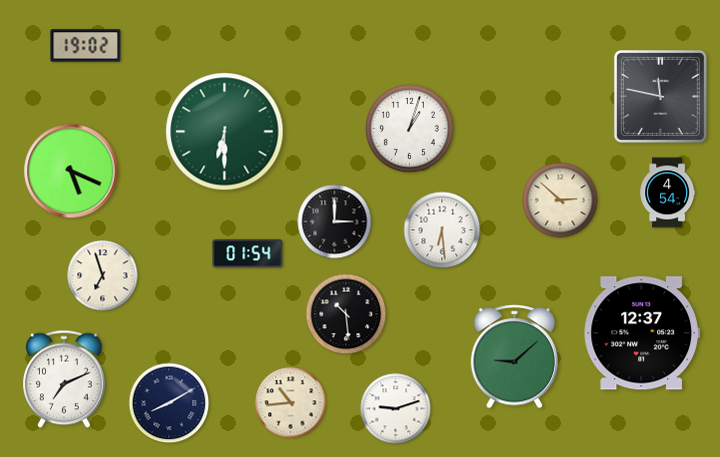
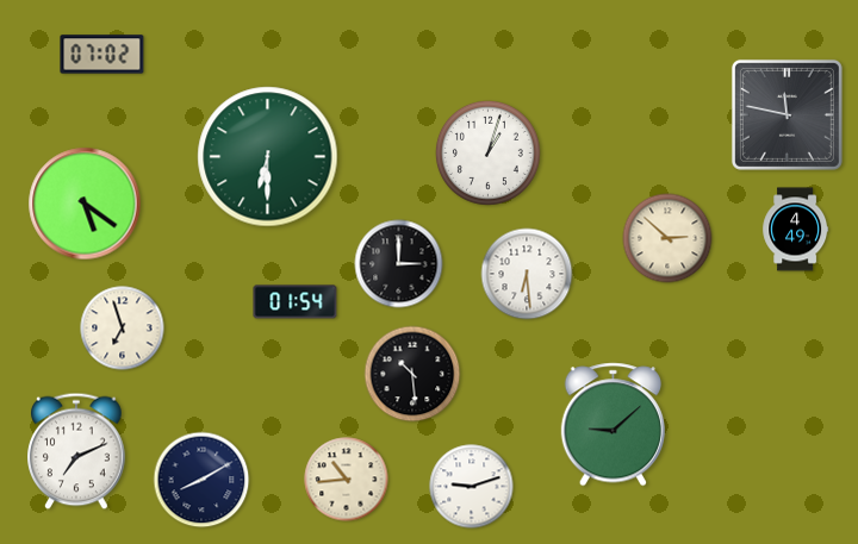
clock at (86, 46): 19:02 -> 07:02
clock at (71, 171): 5:19 -> 5:21
clock at (668, 193): 4:54 -> 4:49
clock at (641, 333): 12:37 -> none
